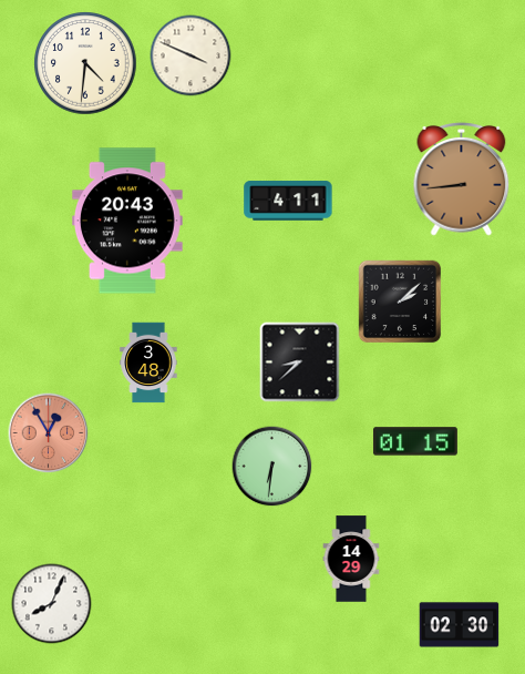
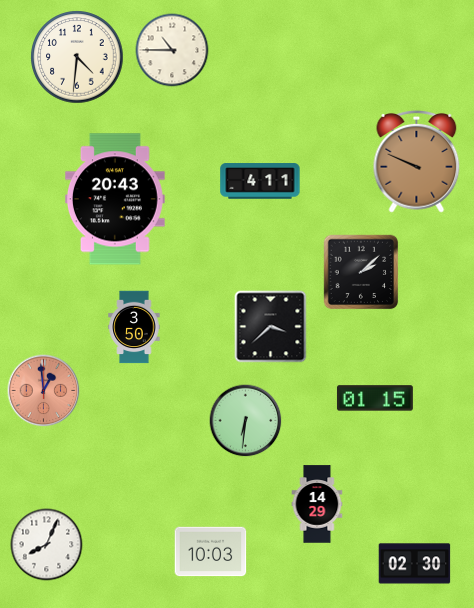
clock at (191, 55): 3:49 -> 10:45
clock at (462, 180): 8:44 -> 9:49
clock at (148, 362): 3:48 -> 3:50
clock at (300, 362): 8:38 -> 3:38
clock at (49, 433): 12:55 -> 12:59
clock at (211, 552): none -> 10:03
